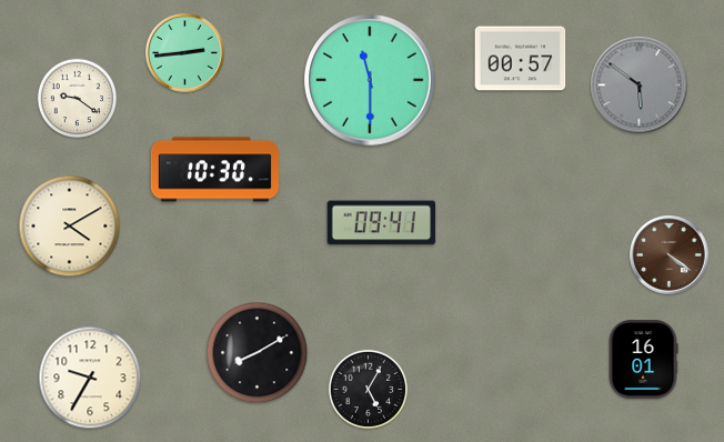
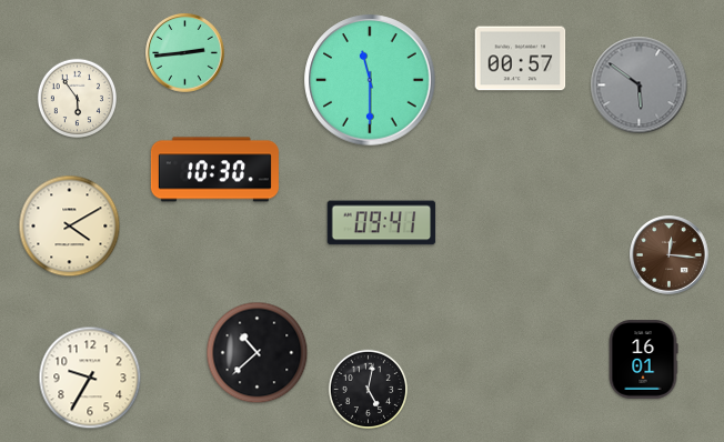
clock at (77, 98): 9:21 -> 5:54
clock at (670, 255): 4:21 -> 12:16
clock at (258, 353): 8:10 -> 10:38
clock at (368, 389): 5:05 -> 5:02
